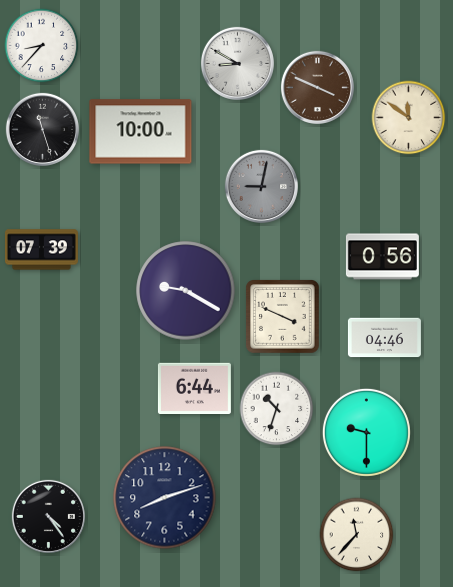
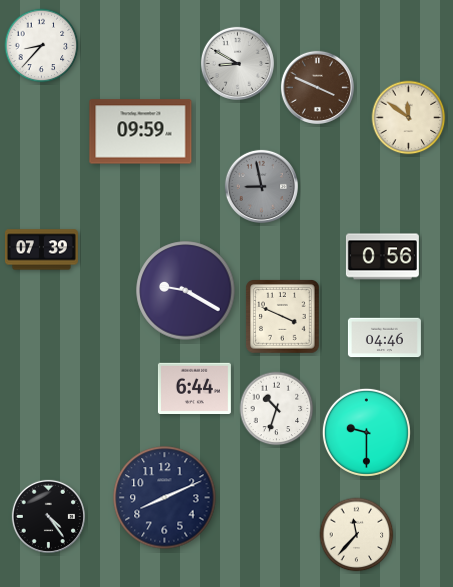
clock at (42, 129): 11:27 -> none
clock at (141, 132): 10:00 -> 09:59
clock at (261, 186): 9:02 -> 8:58
clock at (165, 498): 8:12 -> 8:11
